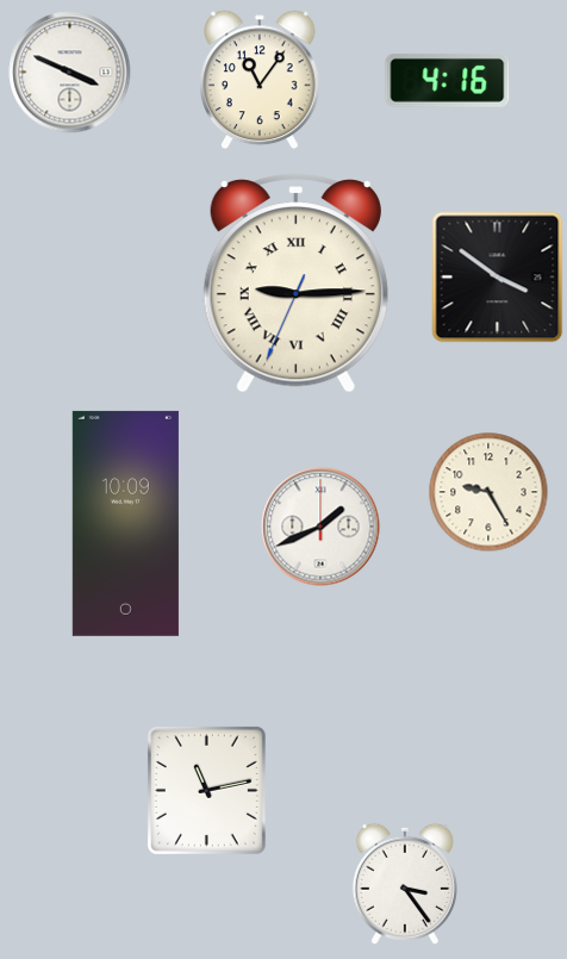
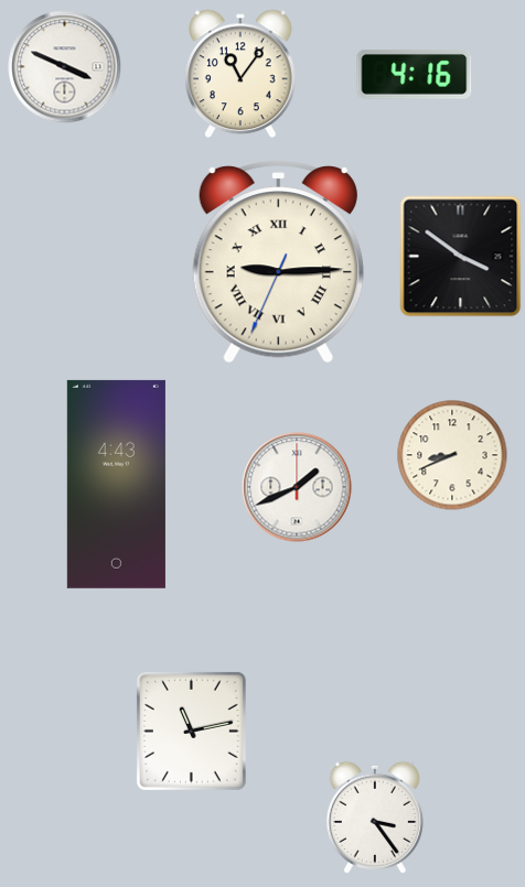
clock at (295, 284) position: (295, 284) -> (278, 262)
clock at (488, 492): 9:25 -> 8:41
clock at (125, 523): 10:09 -> 4:43
